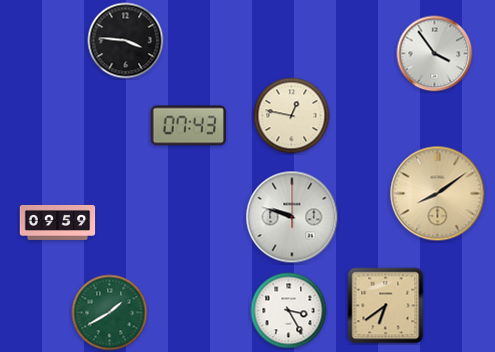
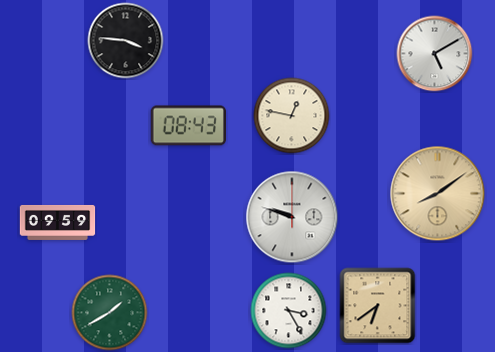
clock at (435, 54): 3:54 -> 5:10
clock at (189, 126): 07:43 -> 08:43
clock at (386, 306) position: (386, 306) -> (378, 306)
